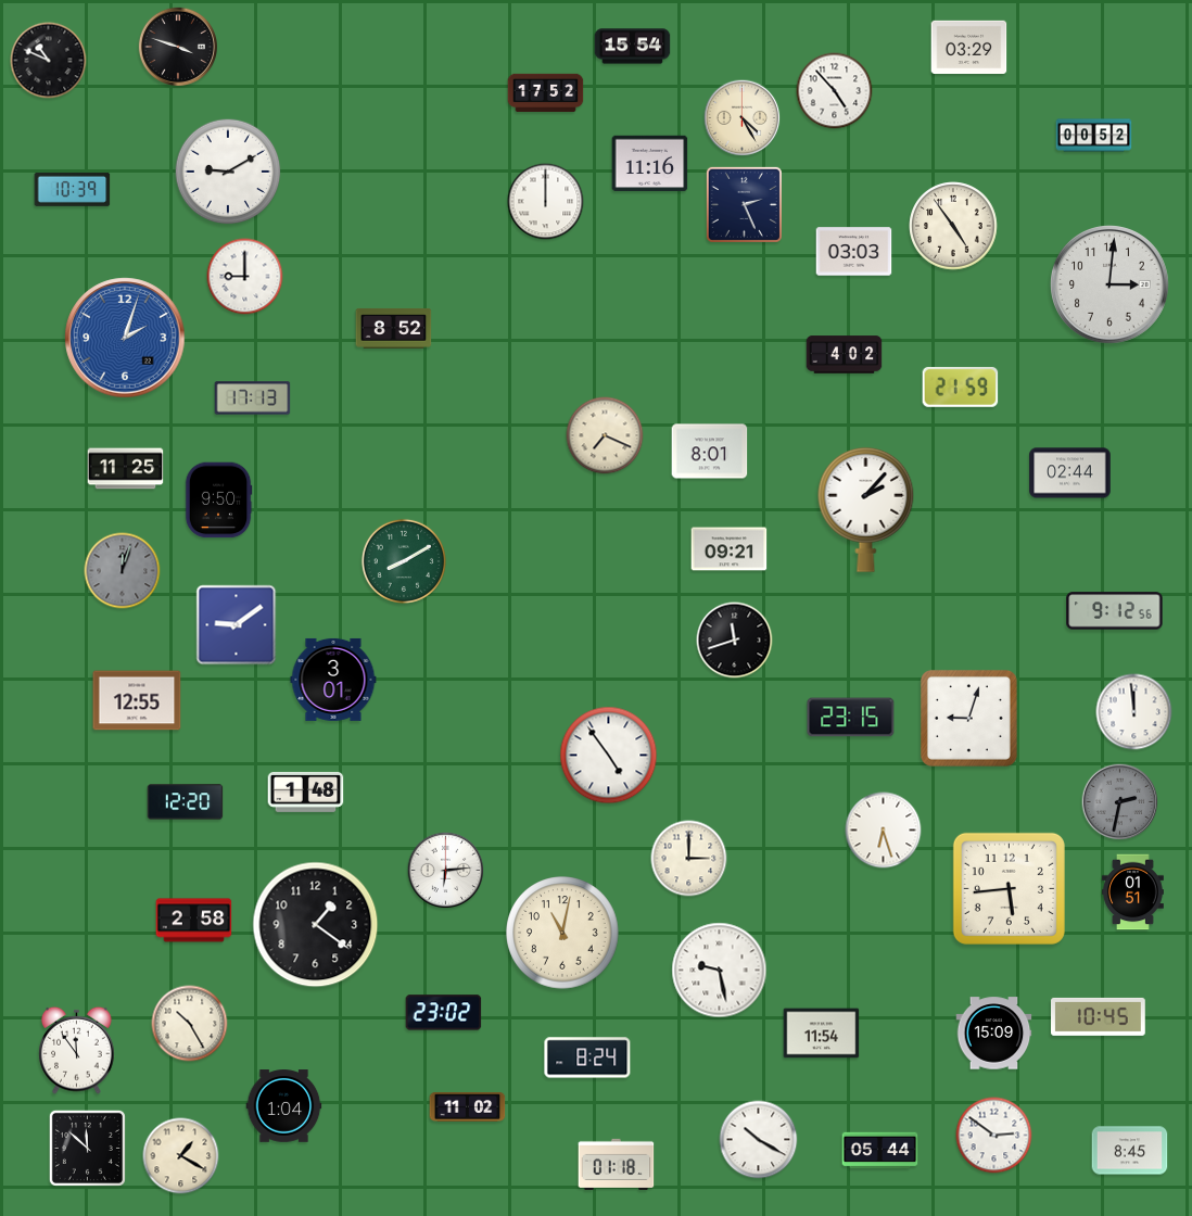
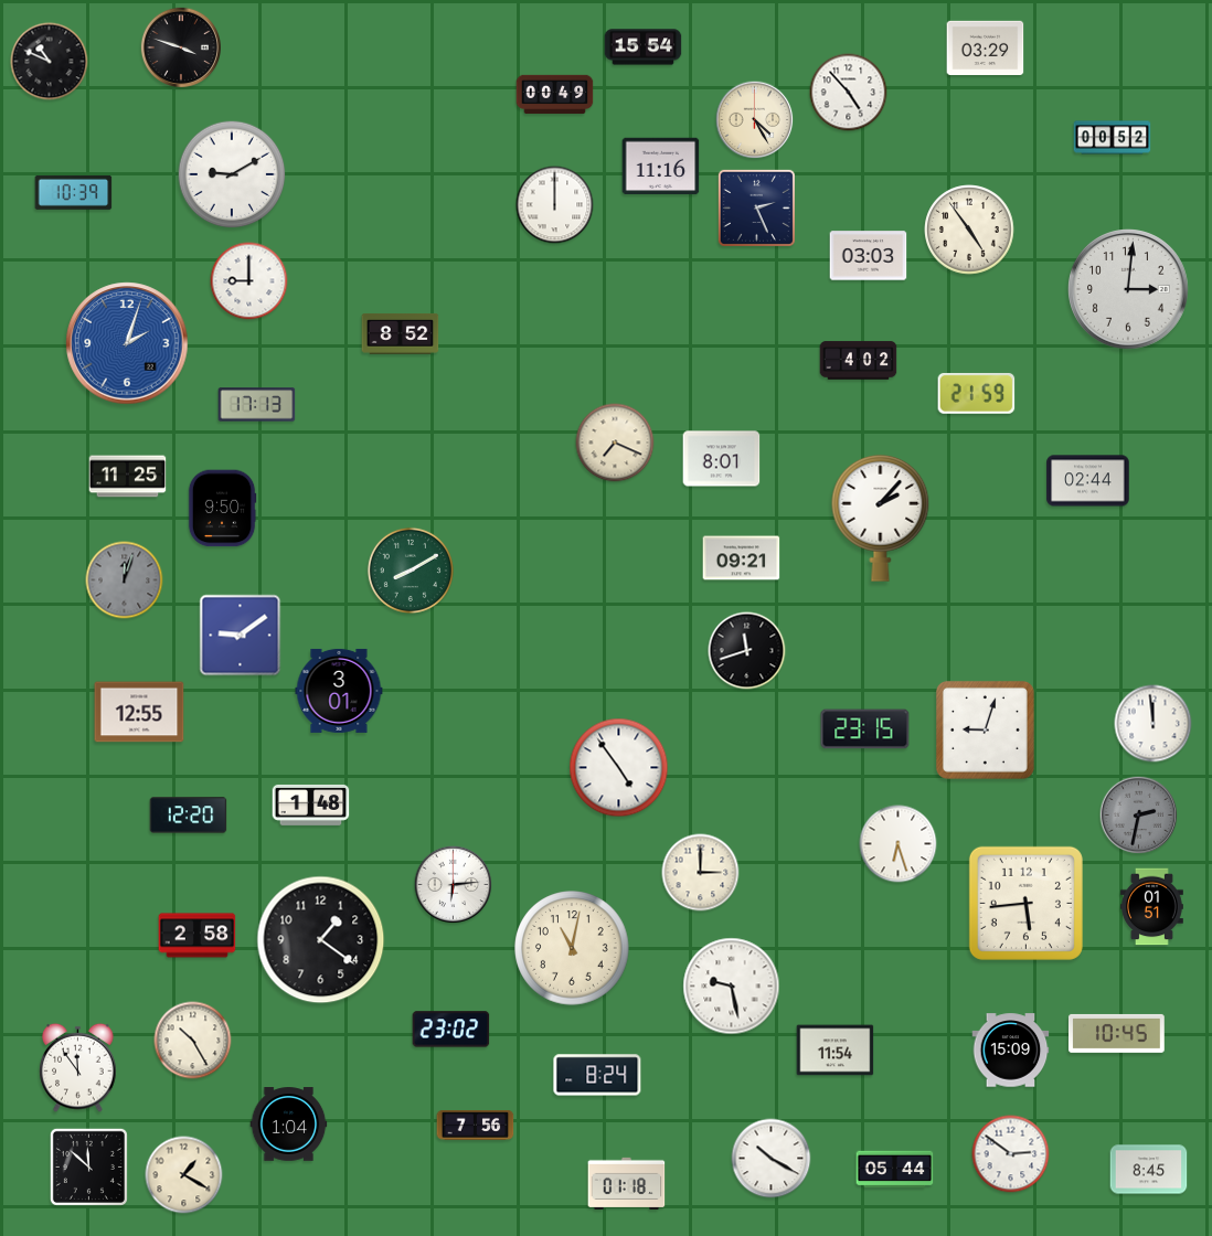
clock at (546, 93): 17:52 -> 00:49
clock at (1115, 611): 9:12 -> none
clock at (468, 1106): 11:02 -> 7:56
